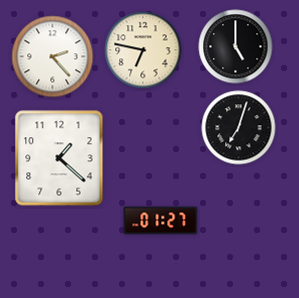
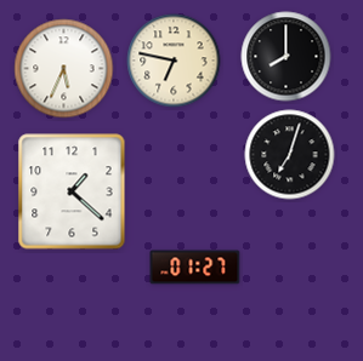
clock at (236, 47): 5:00 -> 8:00
clock at (53, 57): 2:23 -> 5:34
